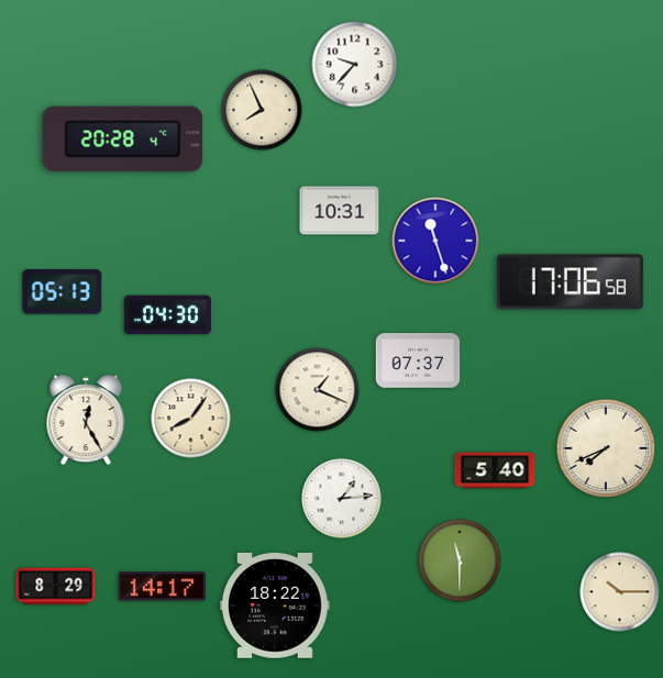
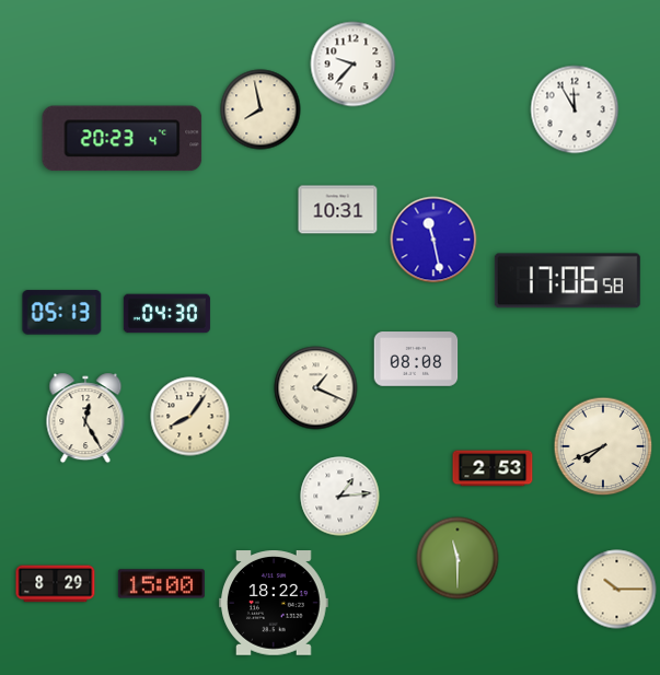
clock at (262, 110): 7:56 -> 7:58
clock at (575, 109): none -> 11:55
clock at (123, 140): 20:28 -> 20:23
clock at (435, 241): 11:27 -> 11:28
clock at (63, 292) position: (63, 292) -> (62, 313)
clock at (418, 360): 07:37 -> 08:08
clock at (495, 470): 5:40 -> 2:53
clock at (162, 587): 14:17 -> 15:00
